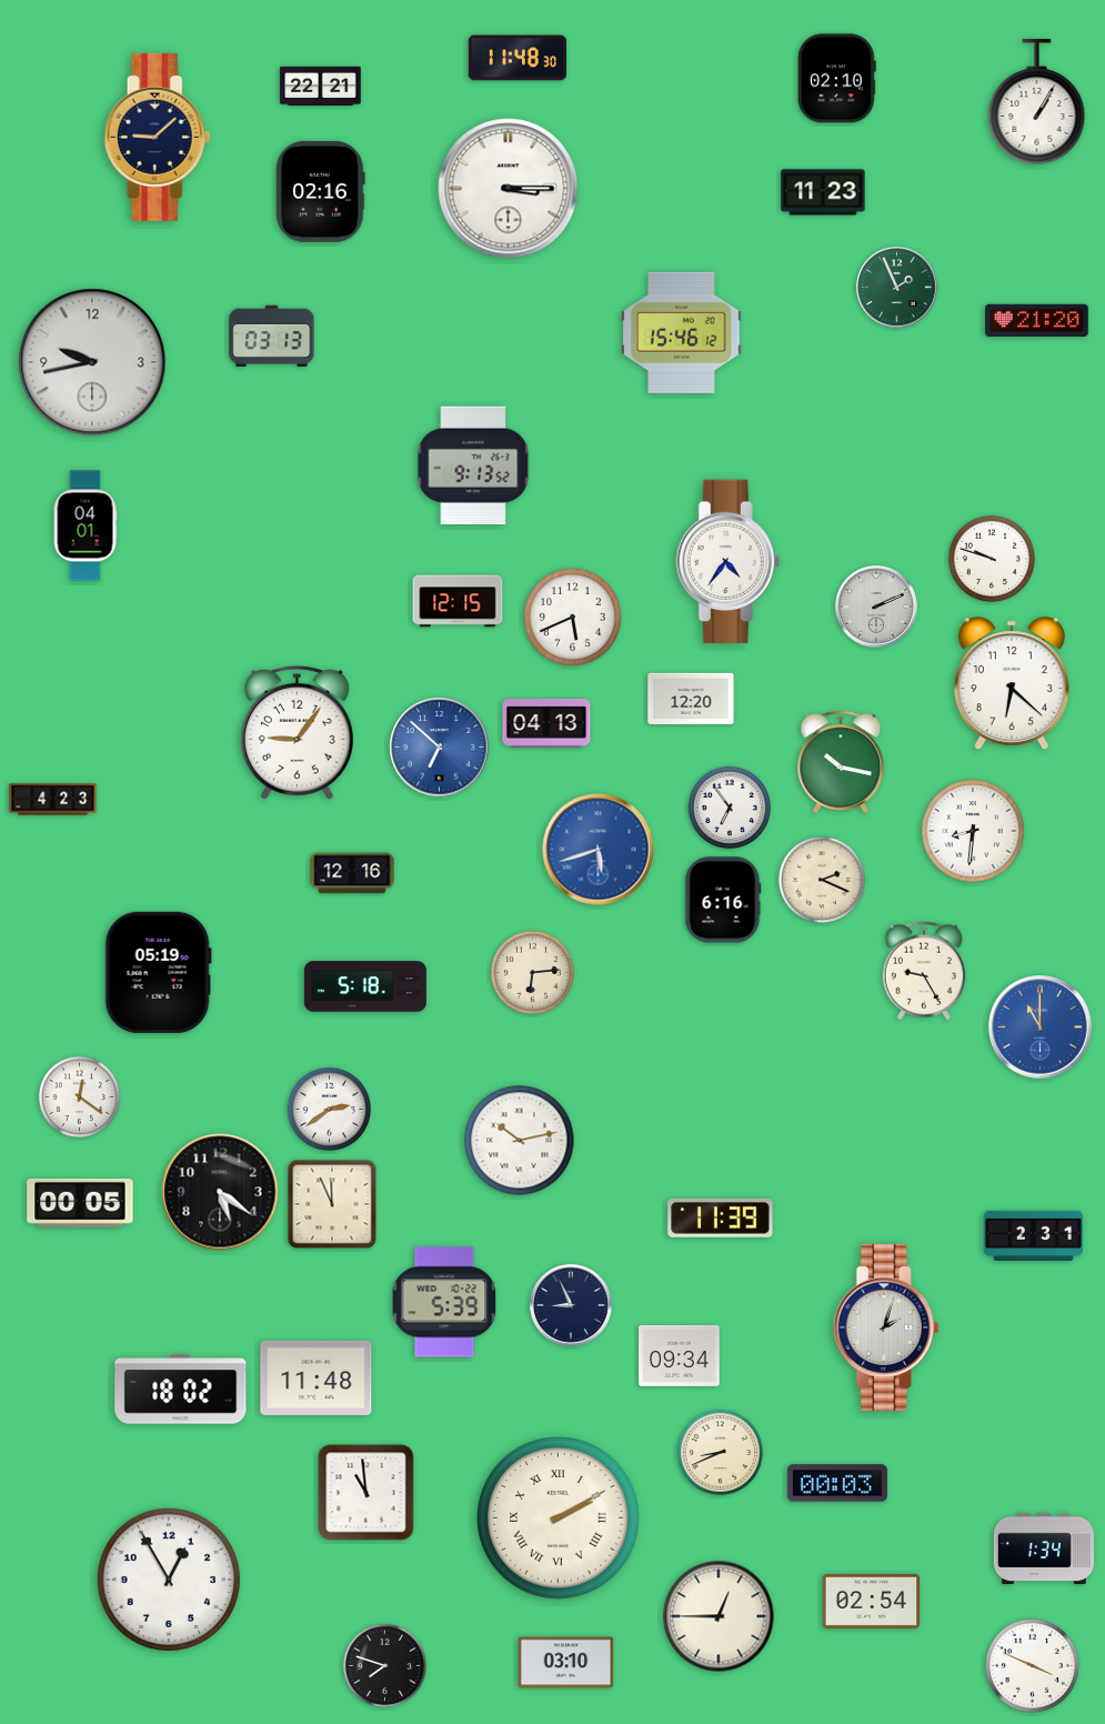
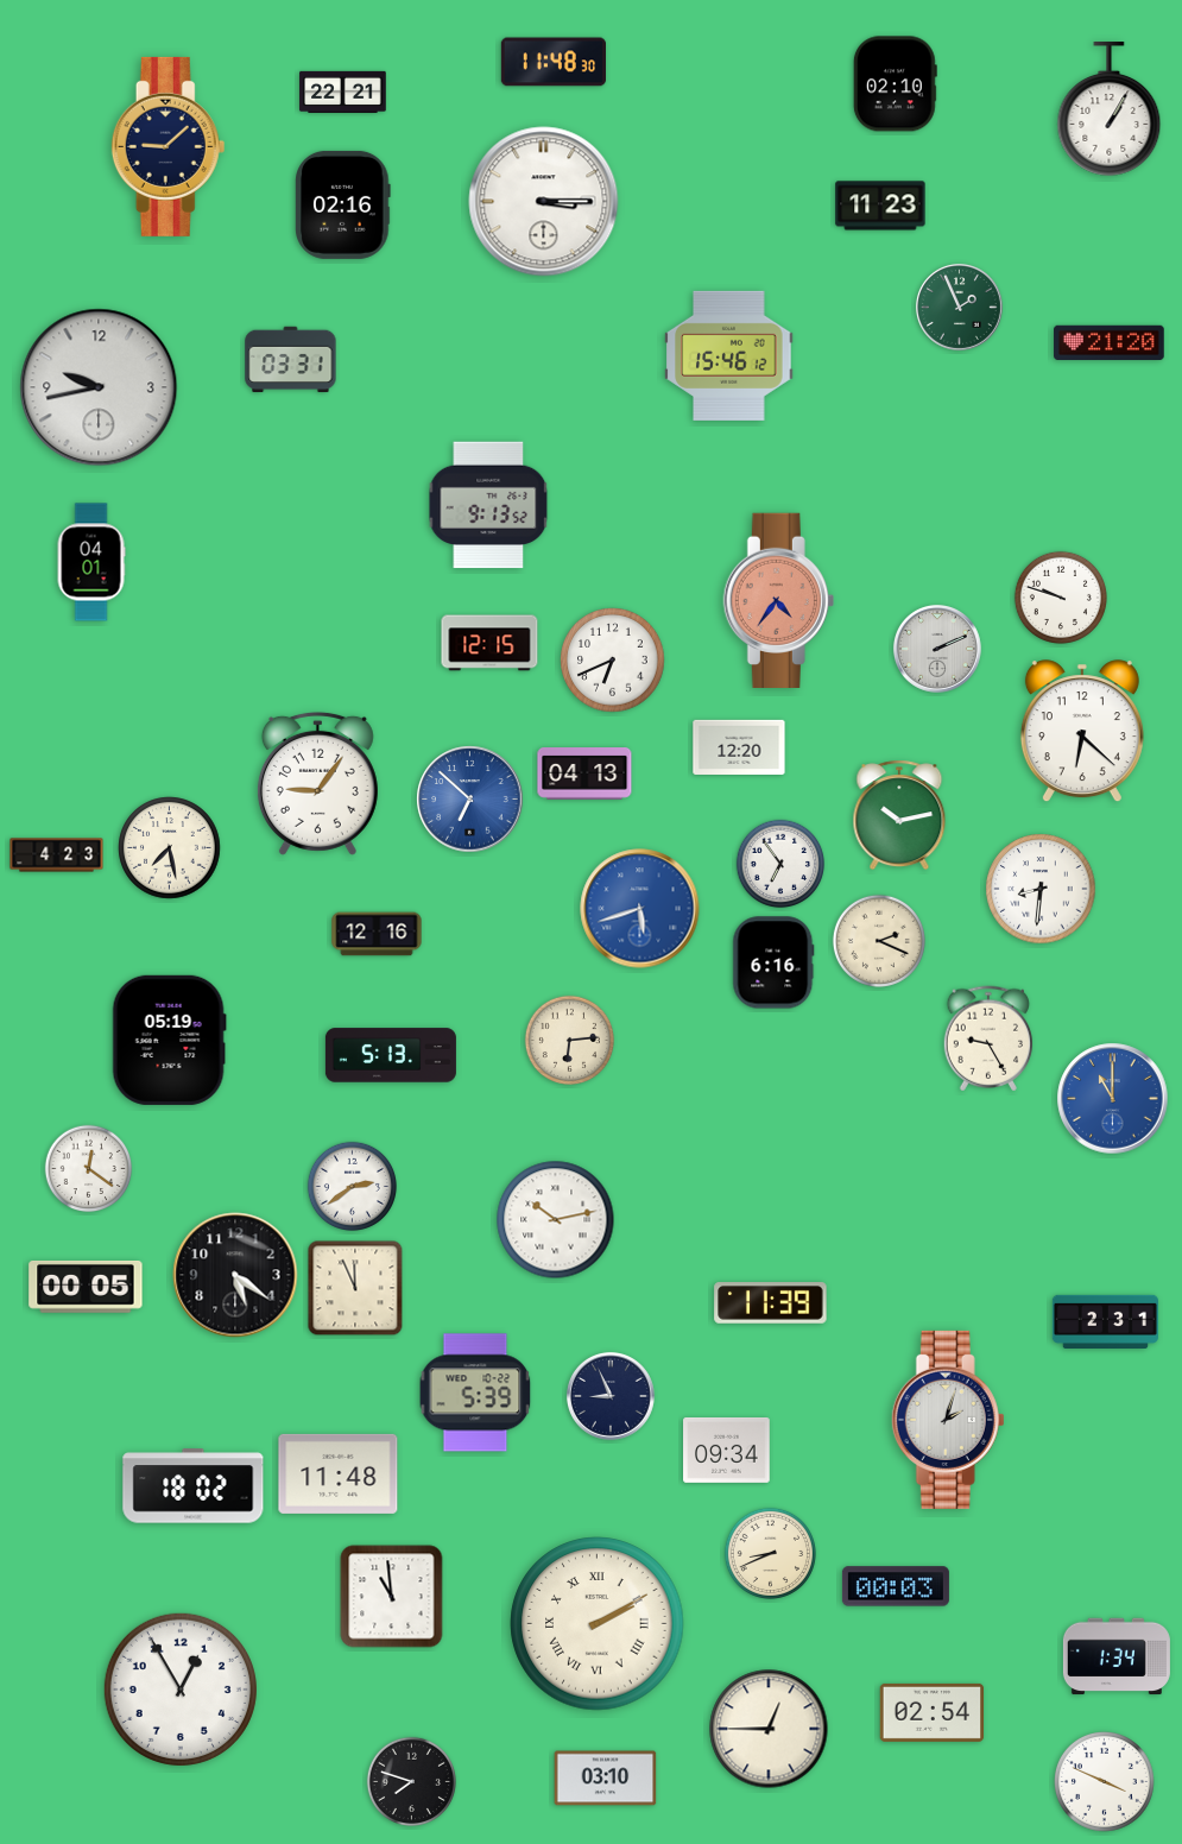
clock at (272, 337): 03:13 -> 03:31
clock at (473, 465) position: (473, 465) -> (488, 505)
clock at (727, 561) dial: white -> salmon
clock at (573, 618): 5:41 -> 6:41
clock at (841, 762): 10:17 -> 10:13
clock at (170, 848): none -> 7:28
clock at (365, 986): 5:18 -> 5:13
clock at (80, 1097) position: (80, 1097) -> (89, 1169)
